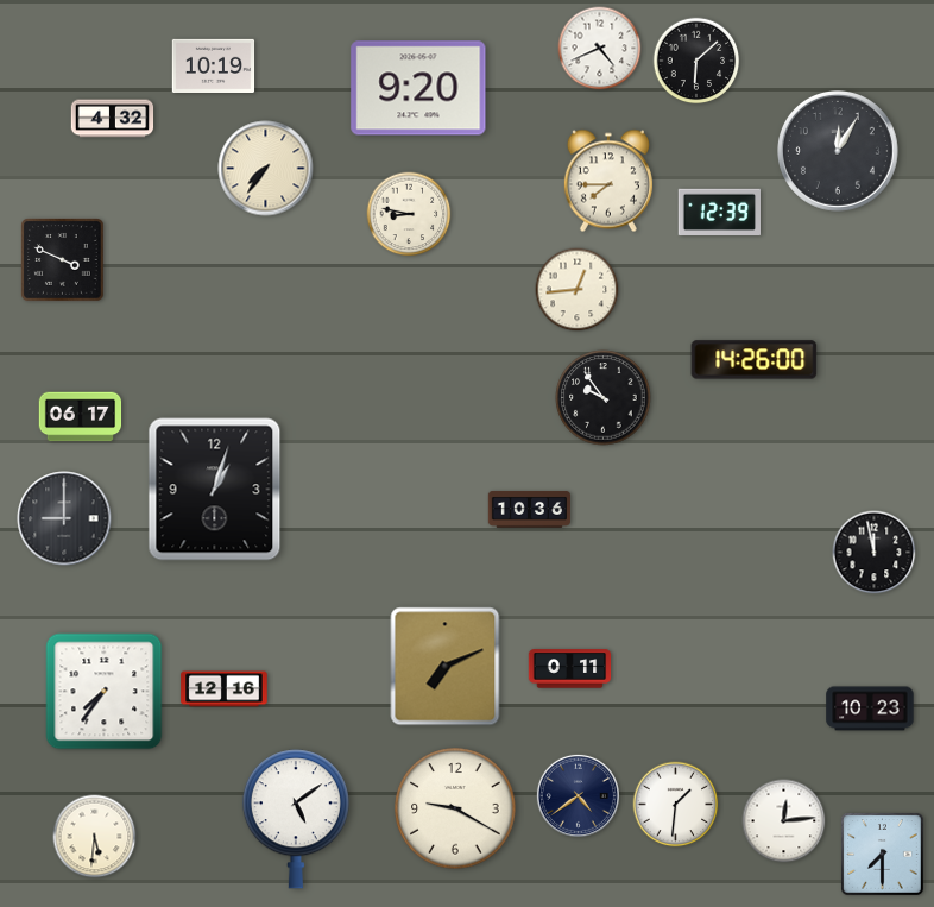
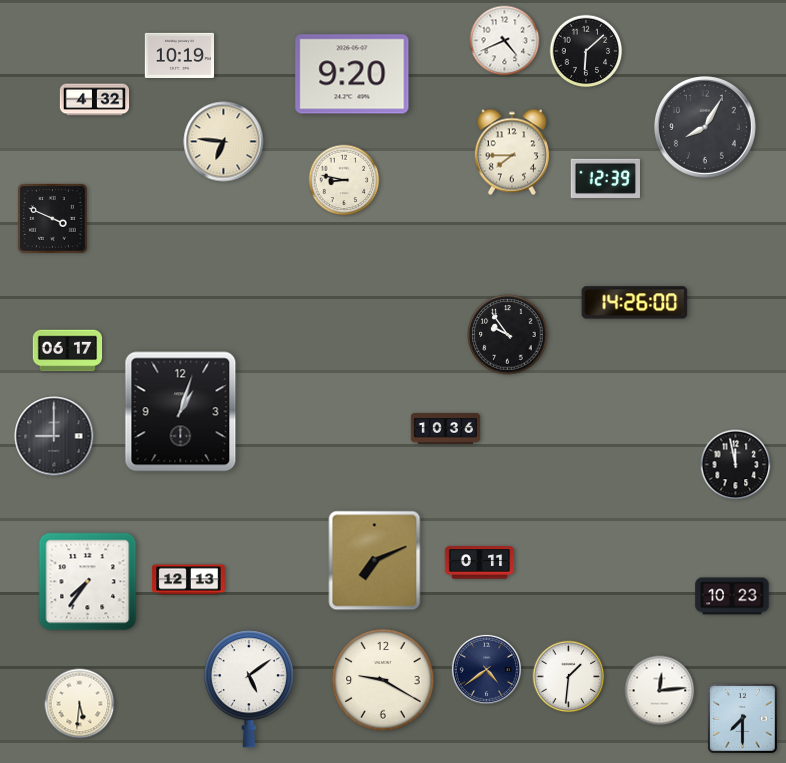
clock at (839, 152): 12:05 -> 8:05
clock at (266, 169): 7:36 -> 6:46
clock at (578, 290): 12:44 -> none
clock at (225, 689): 12:16 -> 12:13
